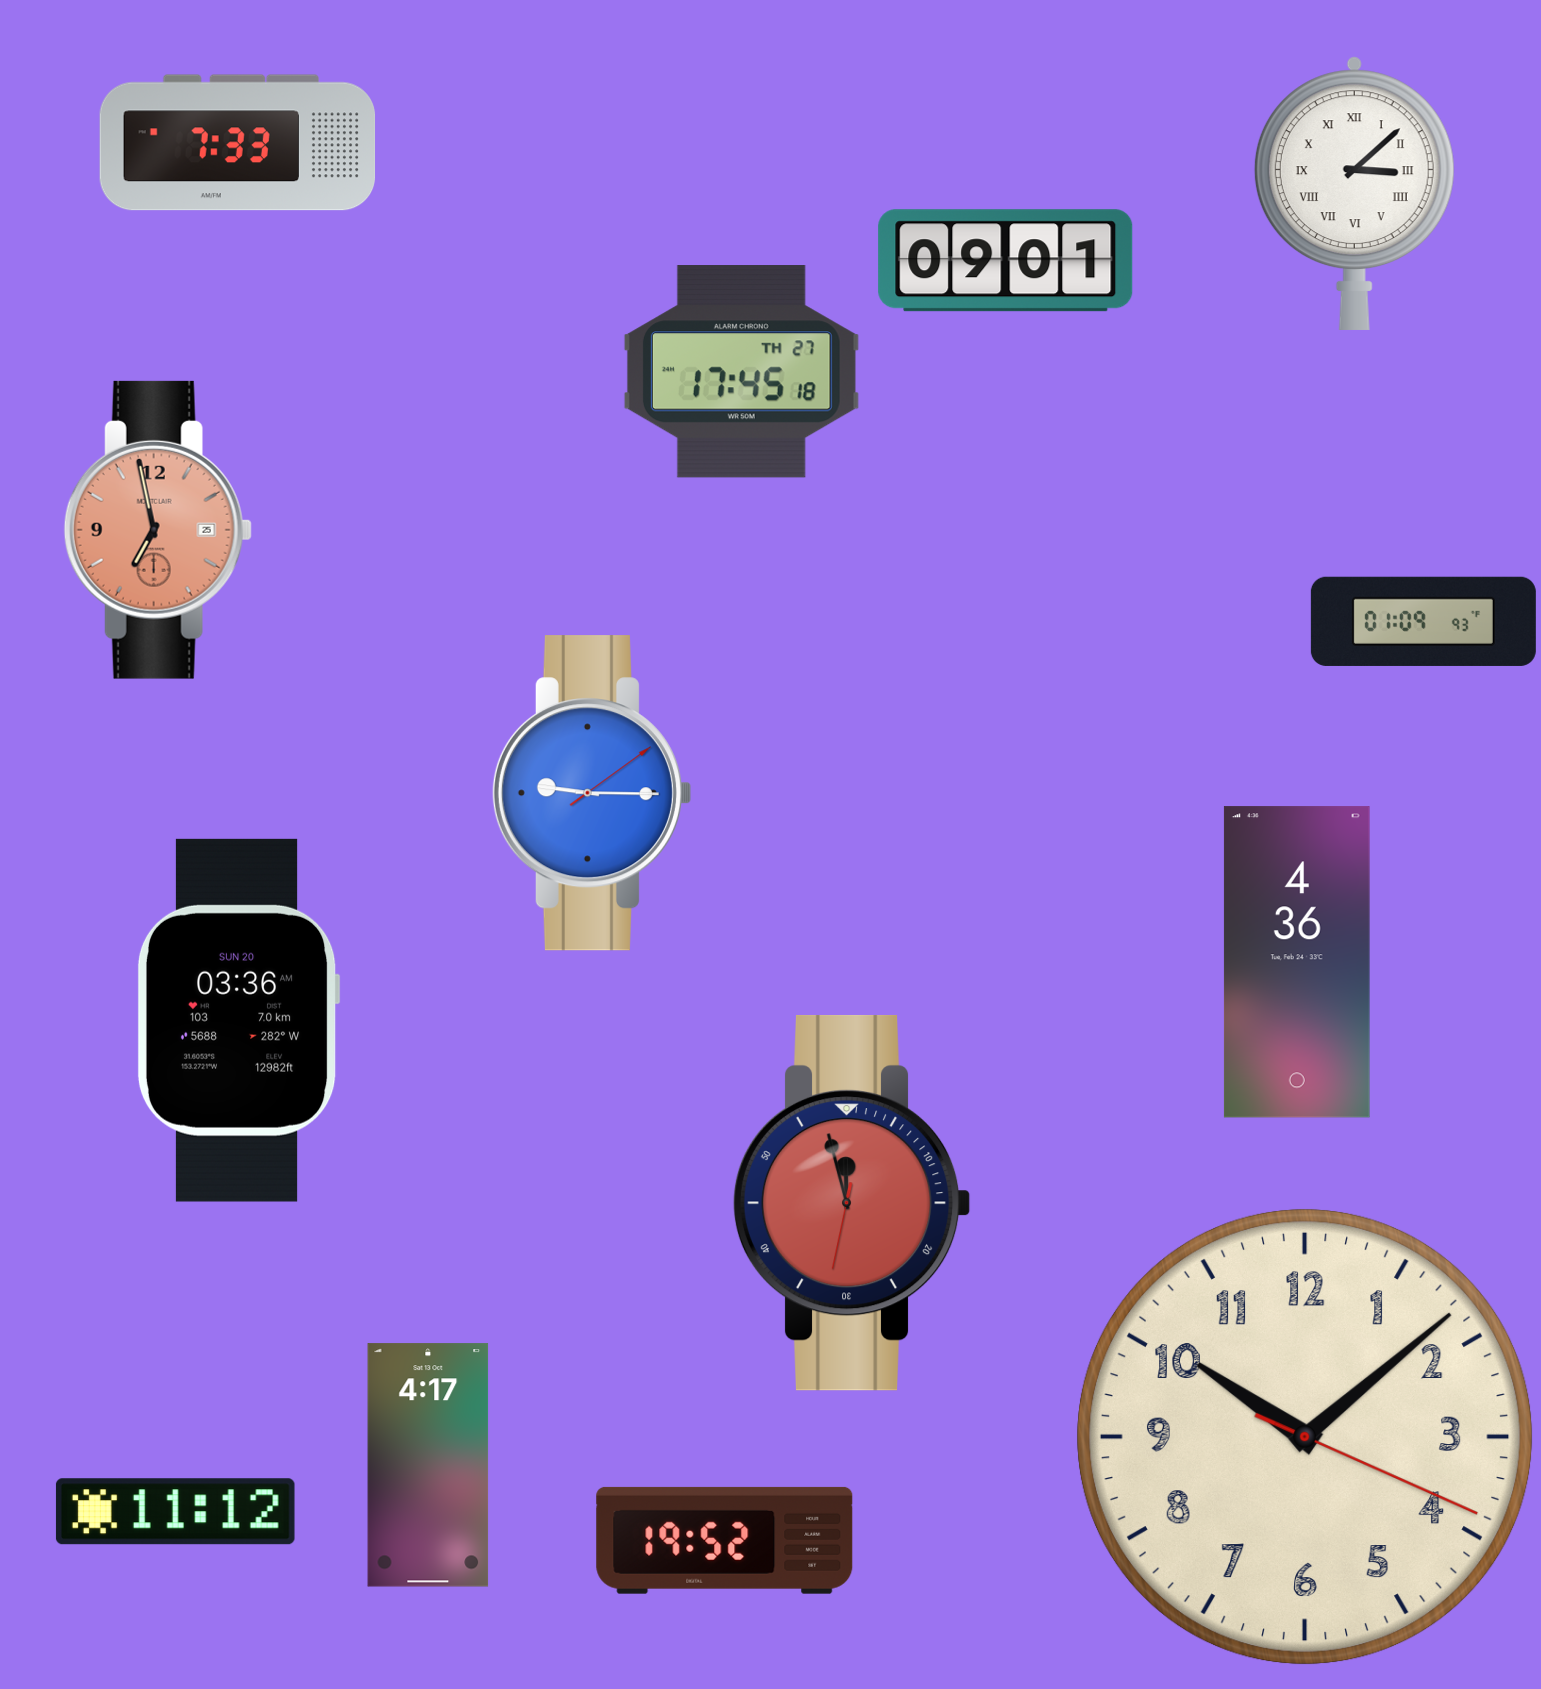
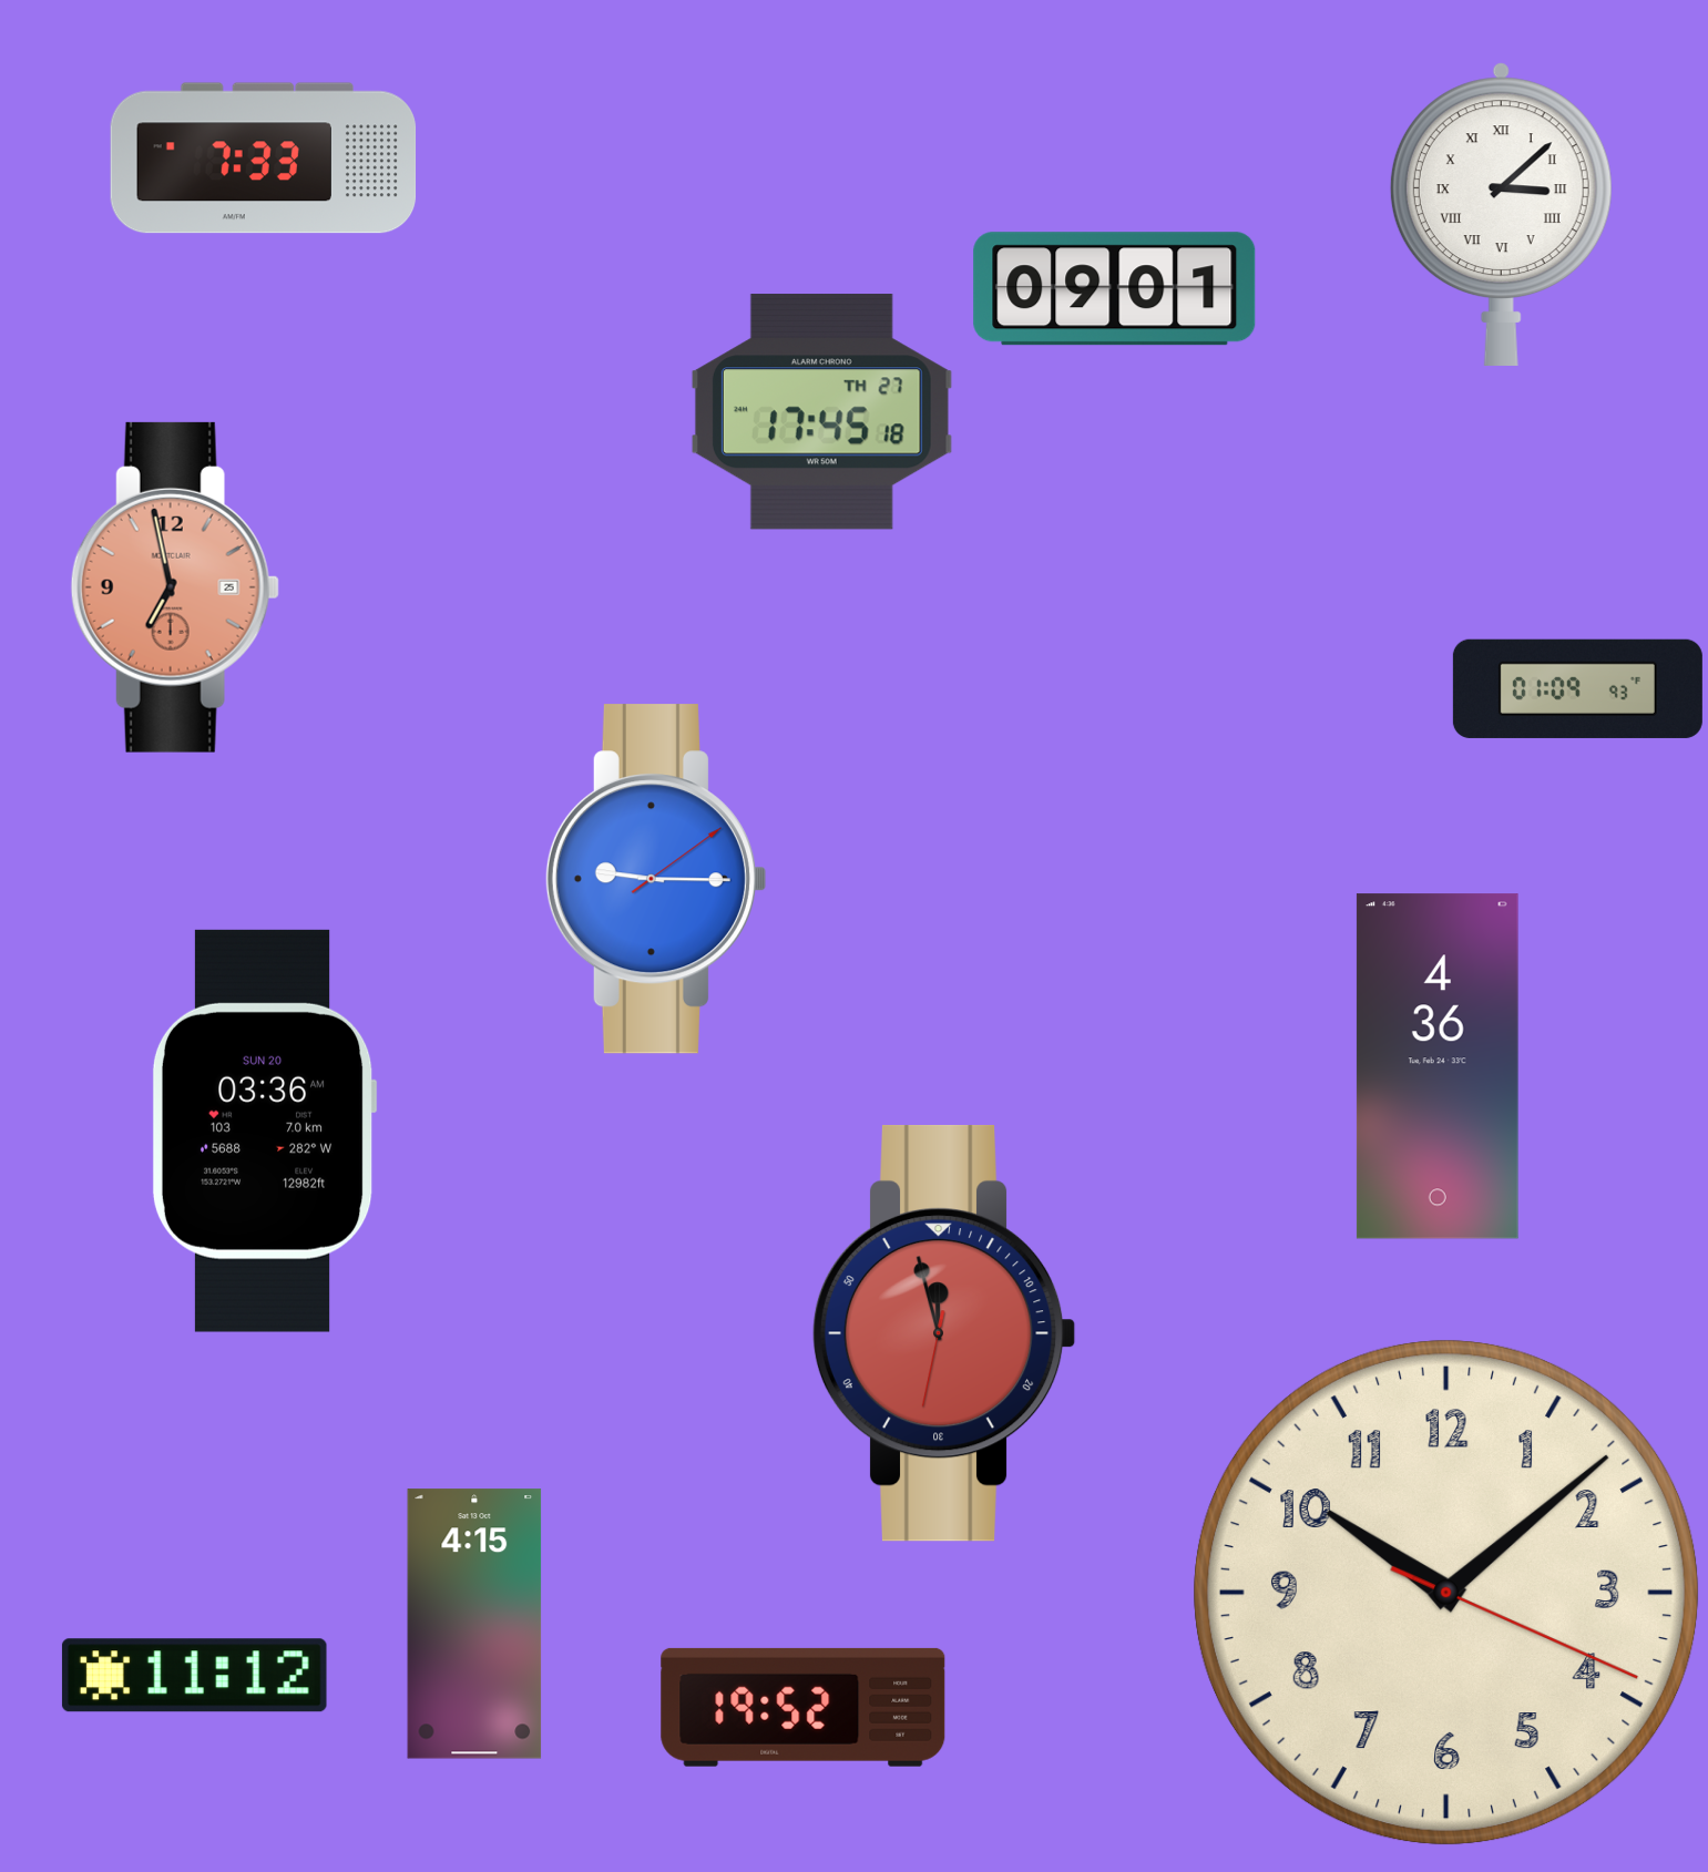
clock at (428, 1465): 4:17 -> 4:15
